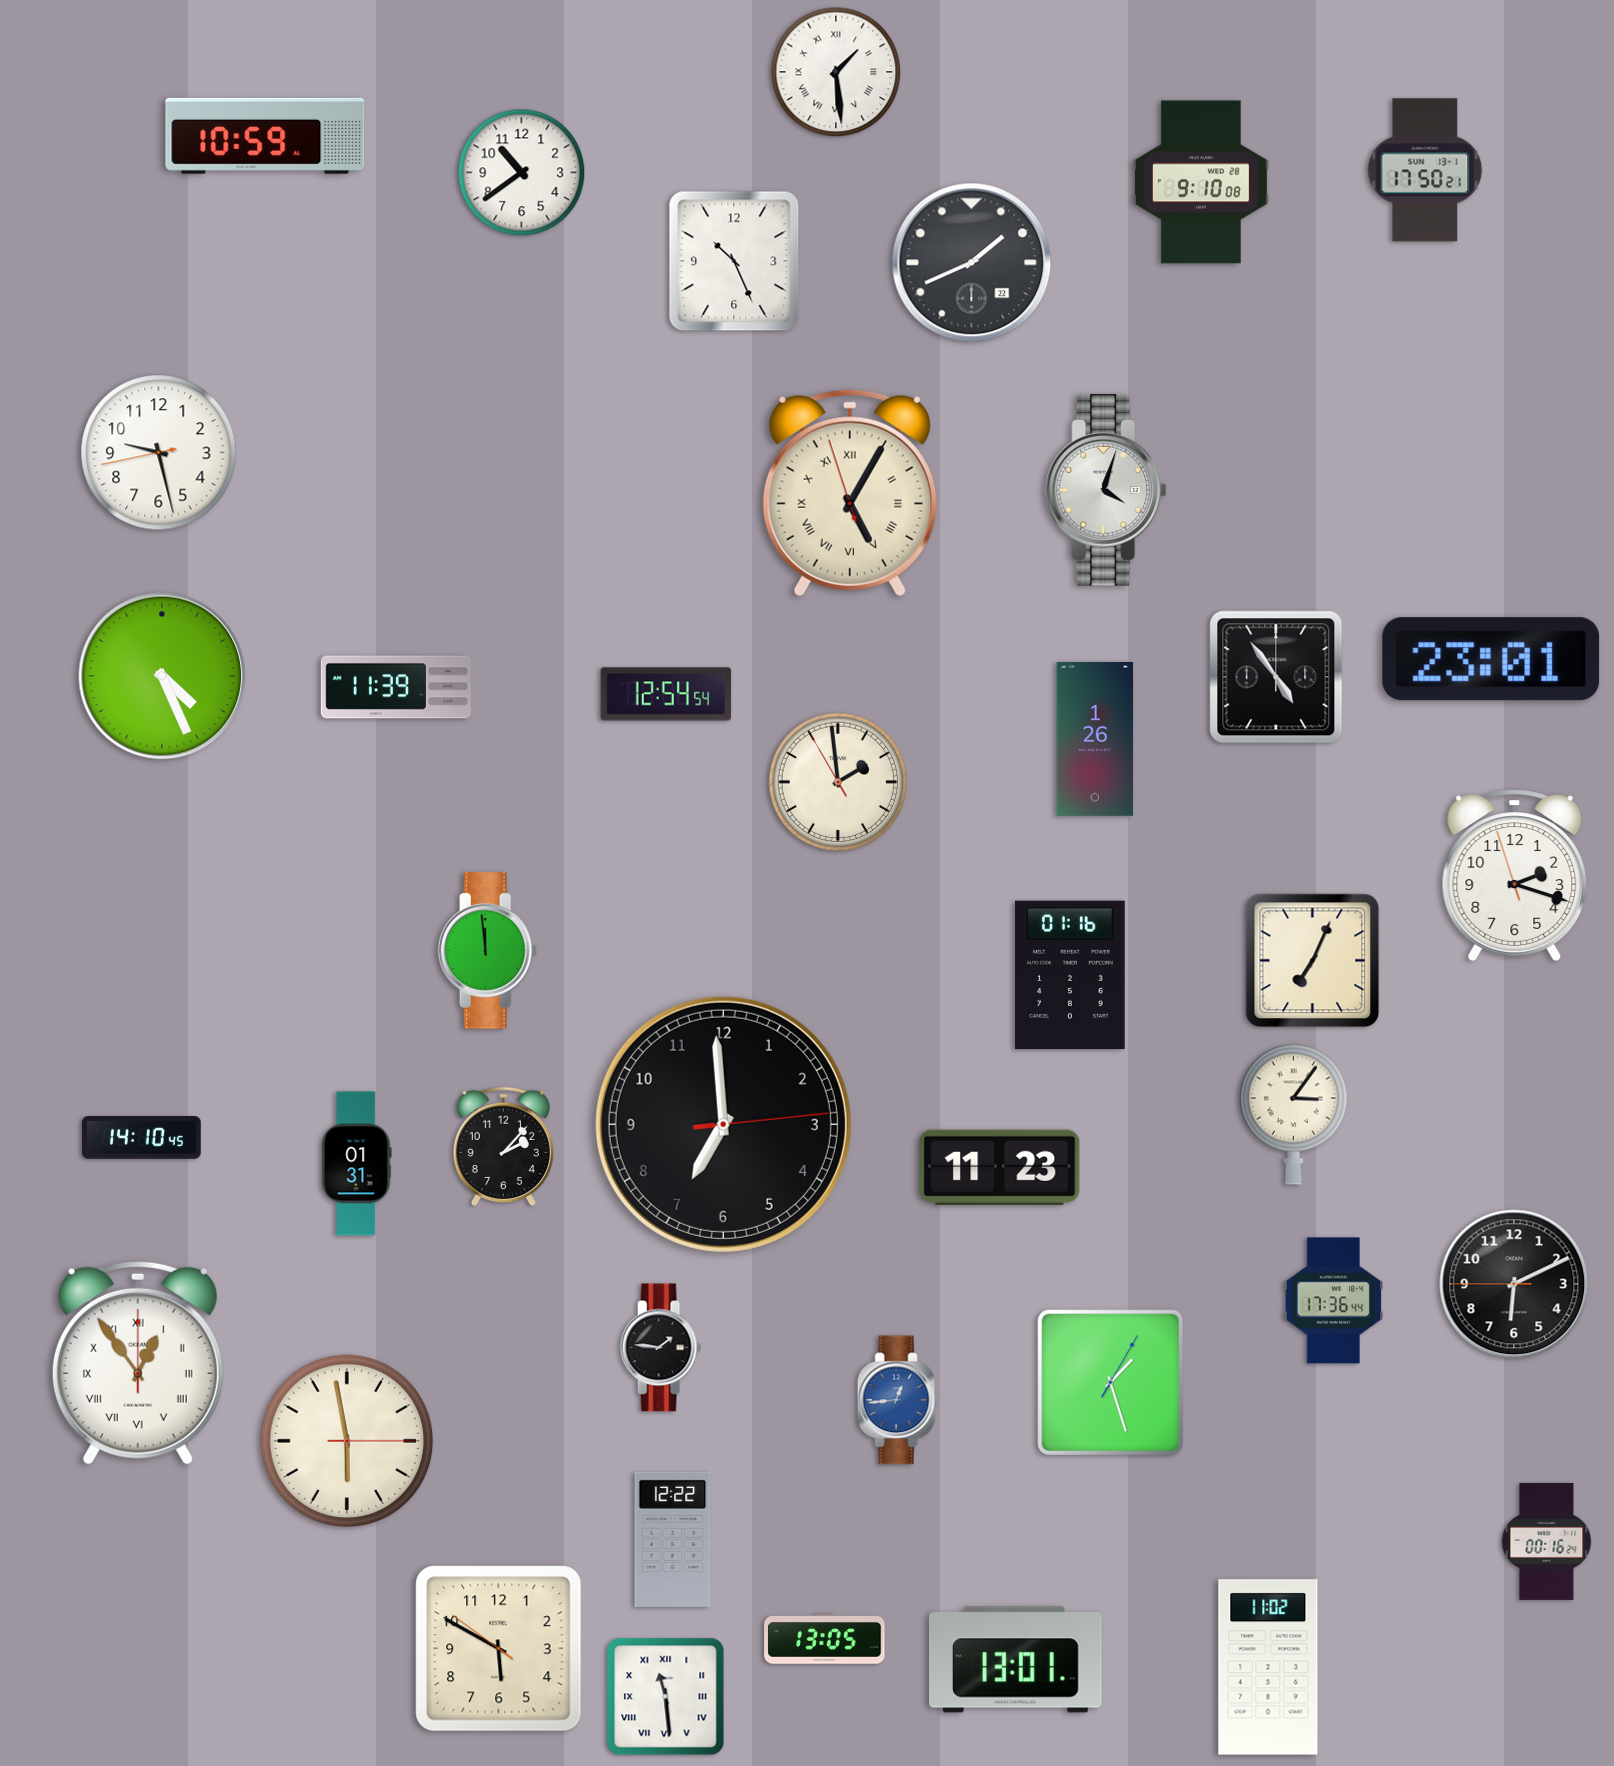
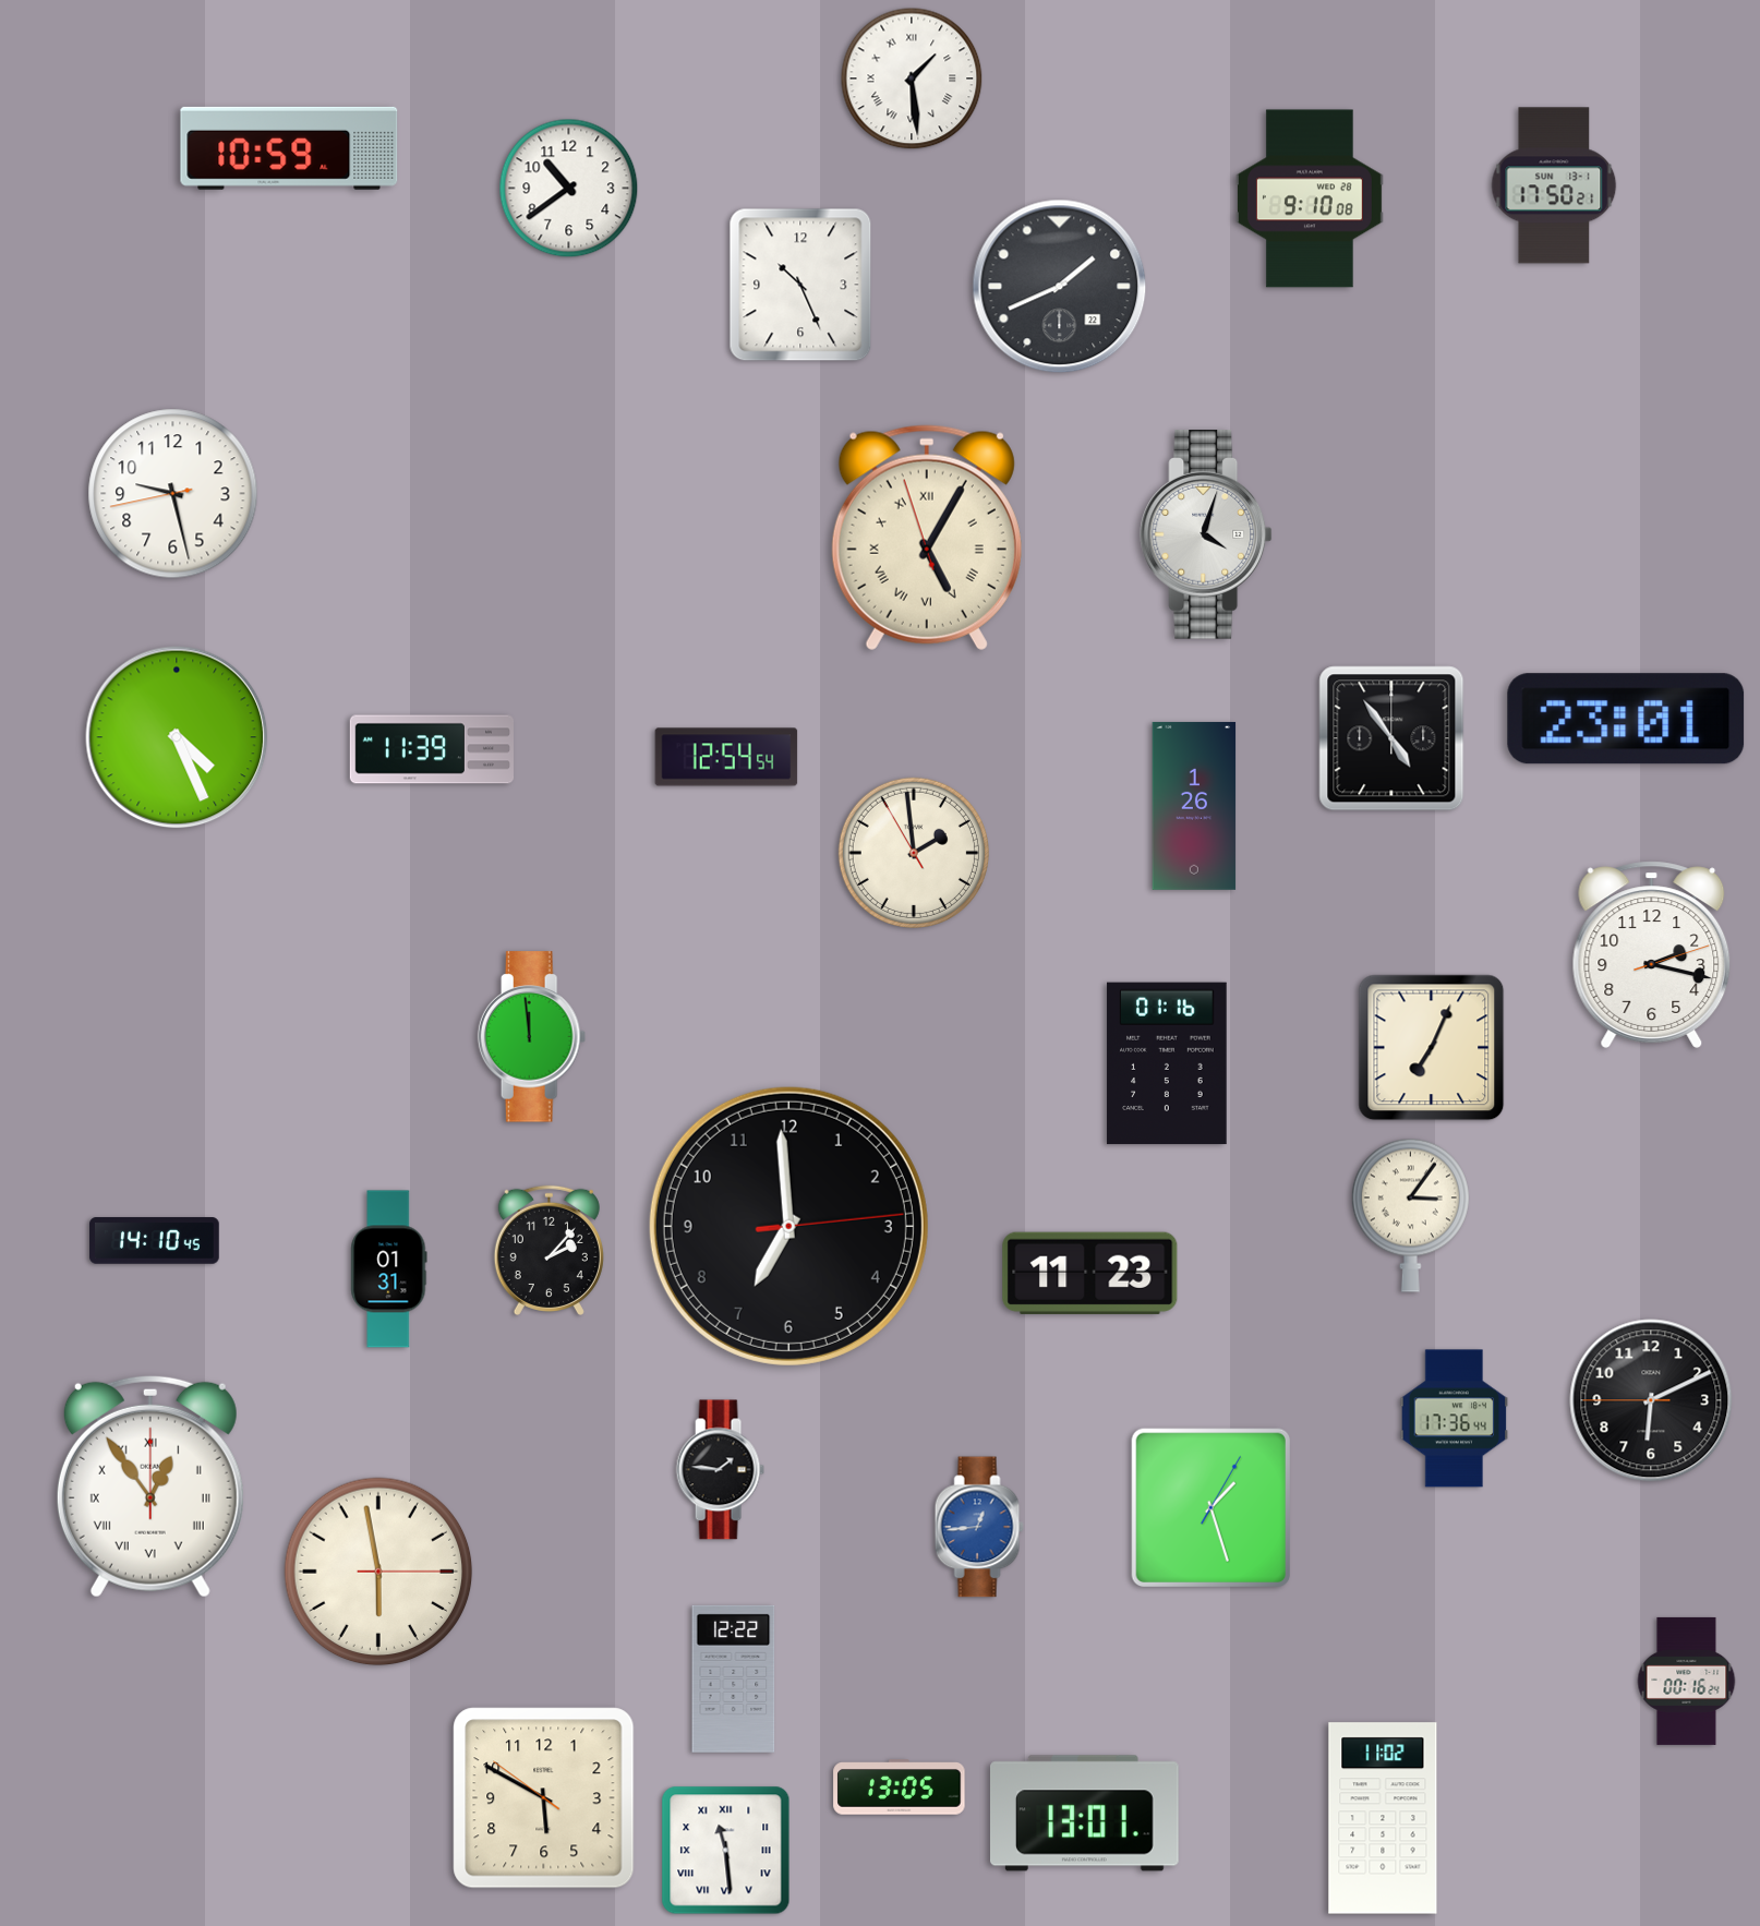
clock at (1515, 875): 2:17:57 -> 2:17:12
clock at (1016, 1660) position: (1016, 1660) -> (1085, 1814)
